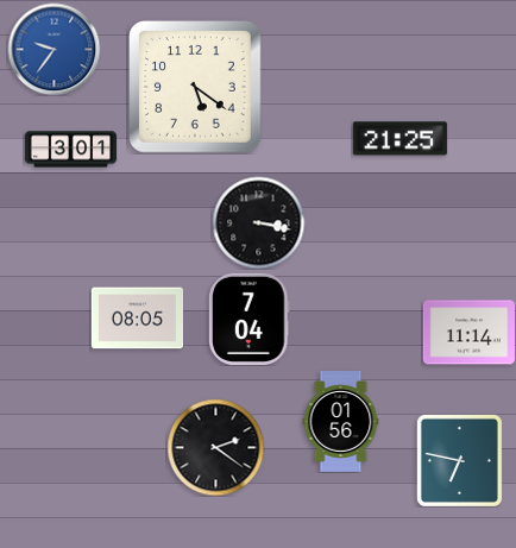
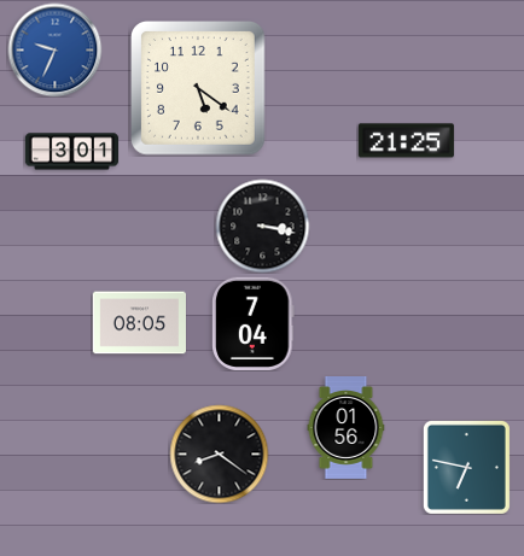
clock at (54, 49): 9:36 -> 9:34
clock at (468, 333): 11:14 -> none
clock at (215, 447): 2:21 -> 8:21
